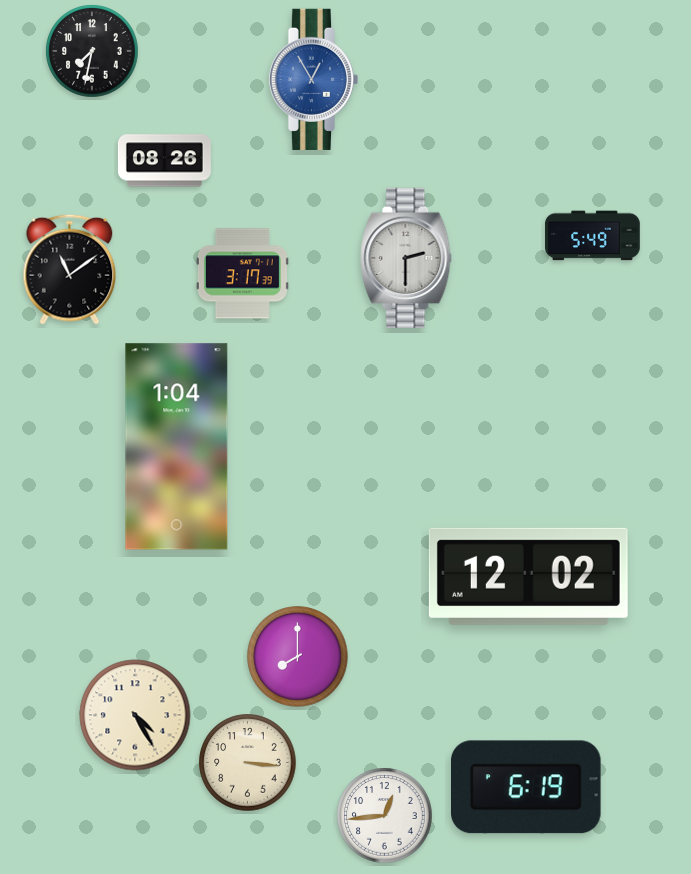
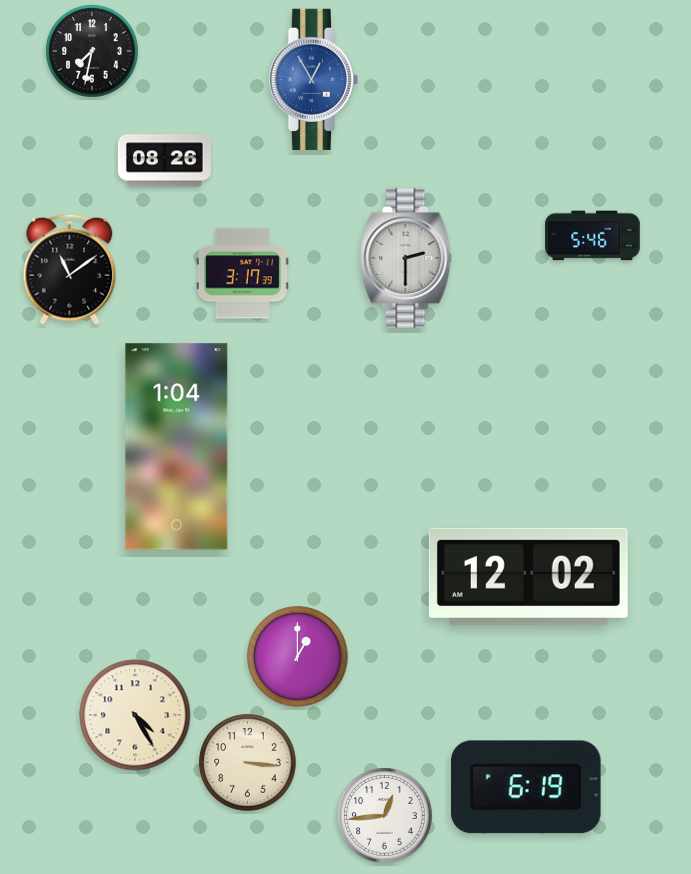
clock at (593, 236): 5:49 -> 5:46
clock at (298, 657): 8:00 -> 1:00
